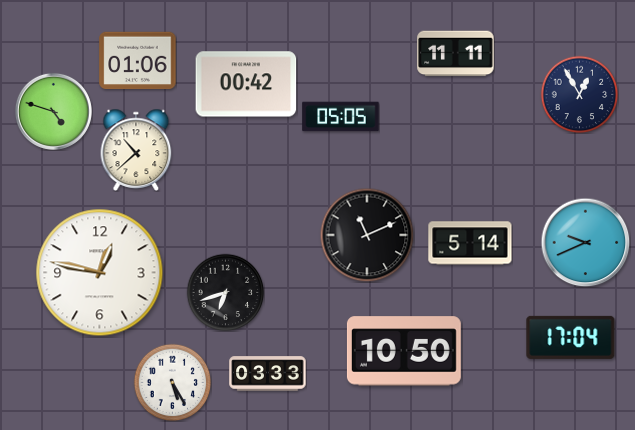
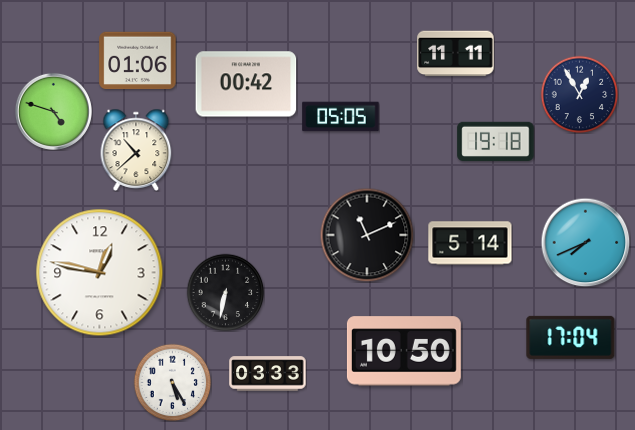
clock at (496, 141): none -> 19:18
clock at (585, 242): 9:41 -> 7:41
clock at (225, 292): 6:42 -> 6:32
